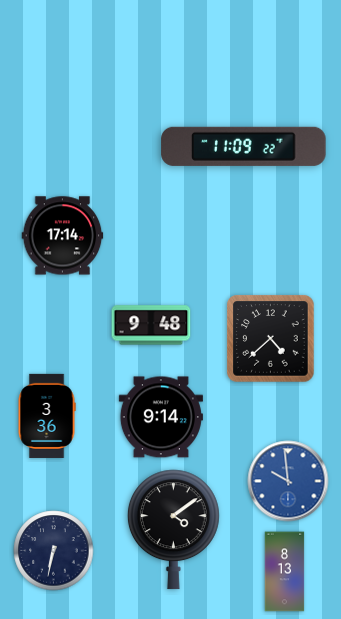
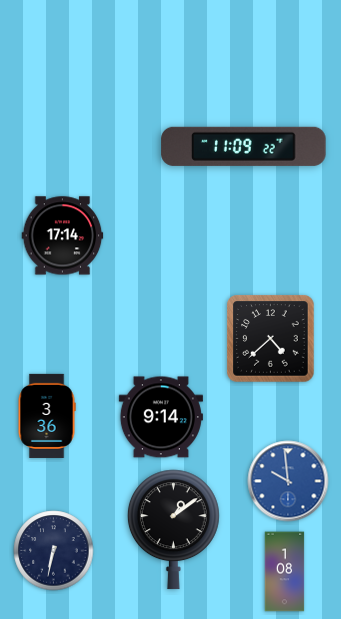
clock at (151, 325): 9:48 -> none
clock at (173, 530): 4:09 -> 1:09
clock at (285, 572): 8:13 -> 1:08
